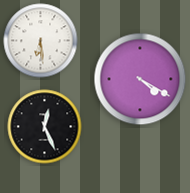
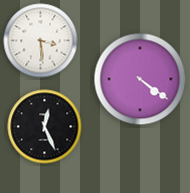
clock at (41, 41): 6:29 -> 3:29
clock at (140, 79): 4:20 -> 4:21
